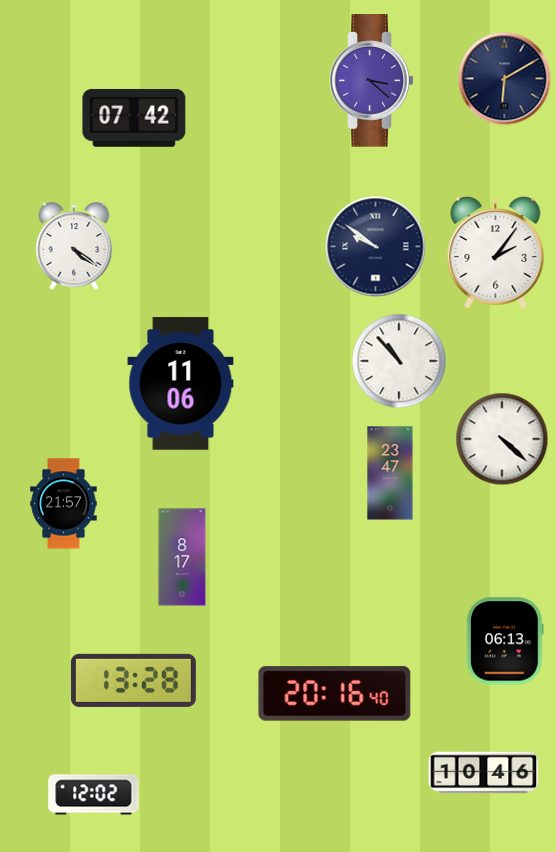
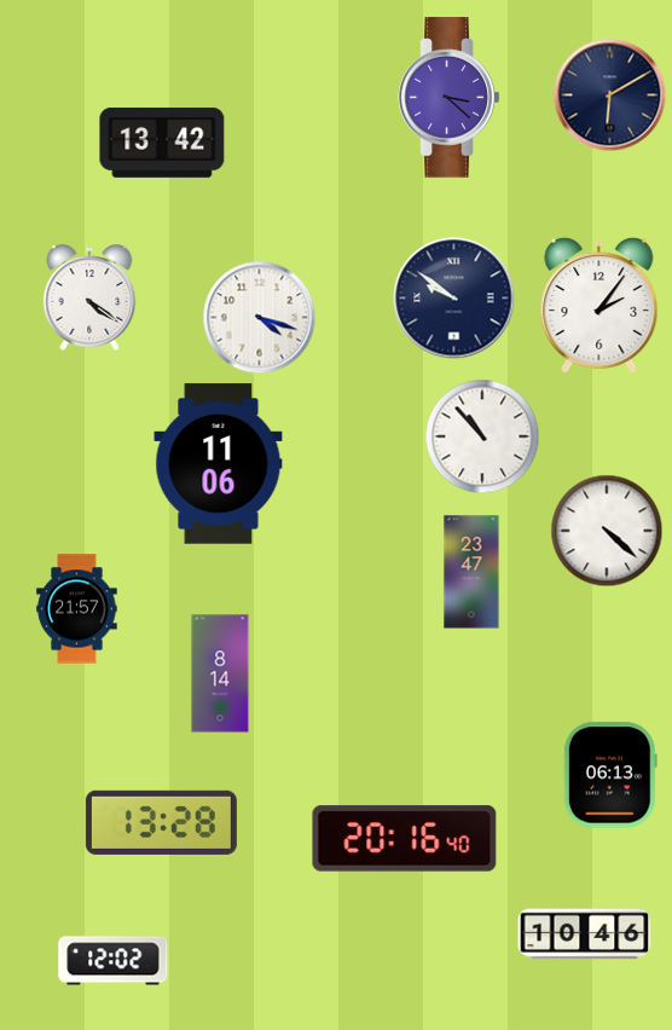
clock at (134, 118): 07:42 -> 13:42
clock at (259, 317): none -> 4:18
clock at (182, 557): 8:17 -> 8:14
